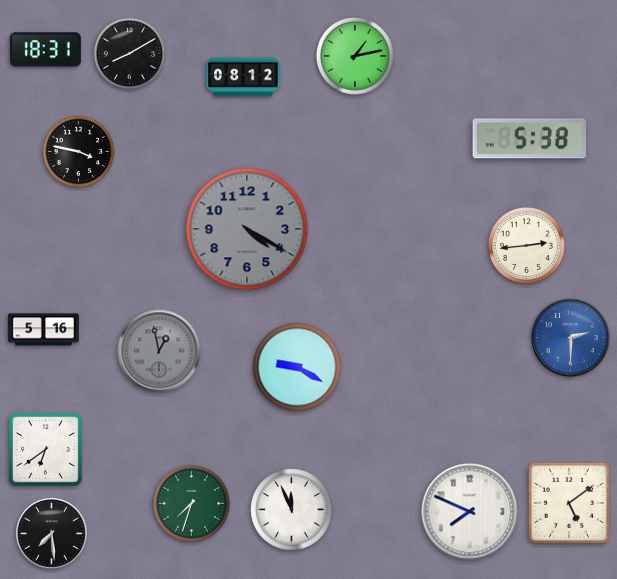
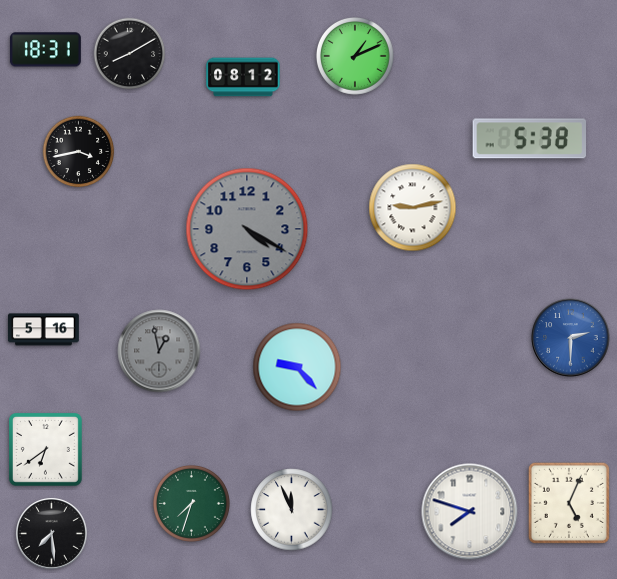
clock at (355, 56): 1:13 -> 1:11
clock at (79, 152): 3:47 -> 3:43
clock at (413, 208): none -> 9:13
clock at (526, 245): 2:44 -> none
clock at (297, 367): 9:20 -> 9:23
clock at (569, 503): 5:09 -> 5:04
clock at (470, 512): 7:49 -> 7:48
